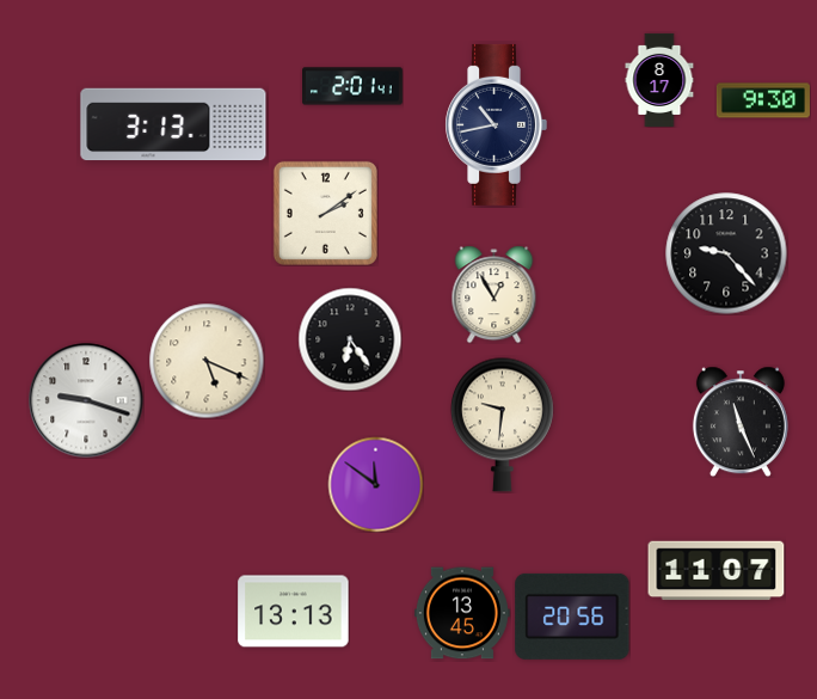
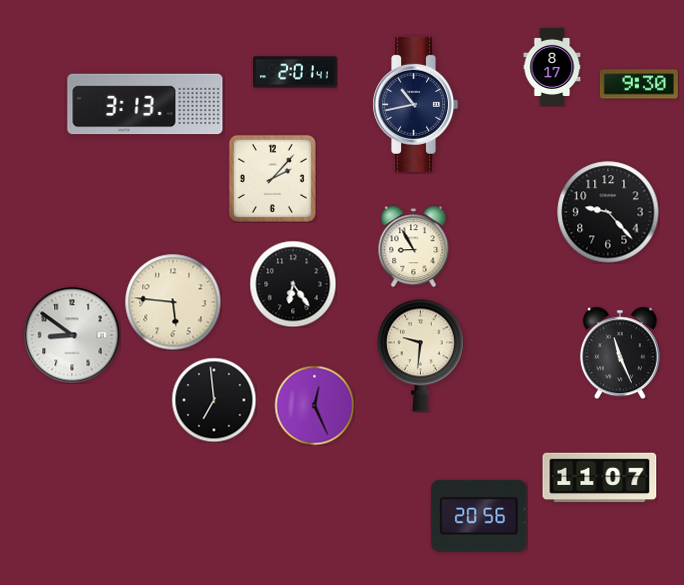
clock at (325, 213): 2:09 -> 2:07
clock at (494, 294): 12:55 -> 8:55
clock at (207, 361): 5:19 -> 5:46
clock at (86, 400): 9:18 -> 8:51
clock at (214, 400): none -> 6:59
clock at (375, 484): 11:51 -> 12:26
clock at (294, 612): 13:13 -> none
clock at (462, 613): 13:45 -> none
